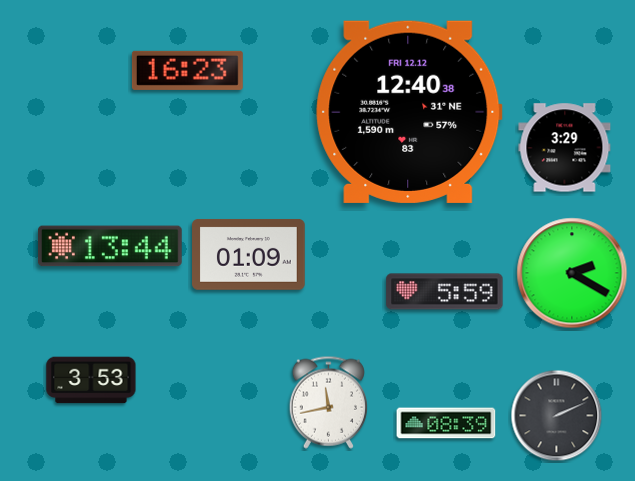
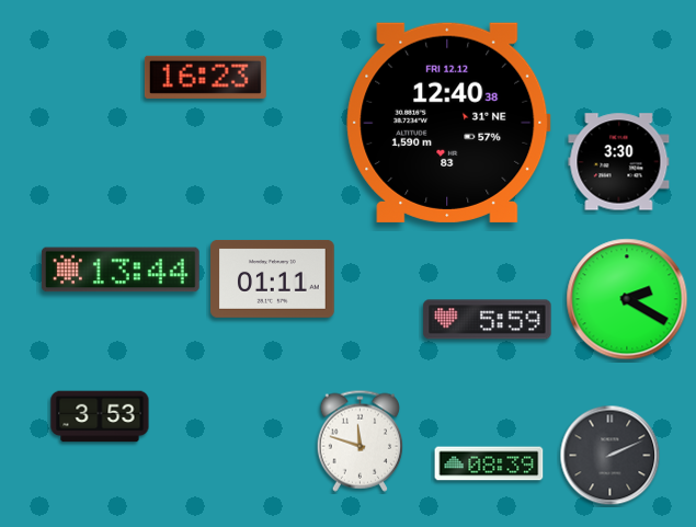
clock at (565, 148): 3:29 -> 3:30
clock at (249, 254): 01:09 -> 01:11
clock at (328, 402): 11:43 -> 11:48
